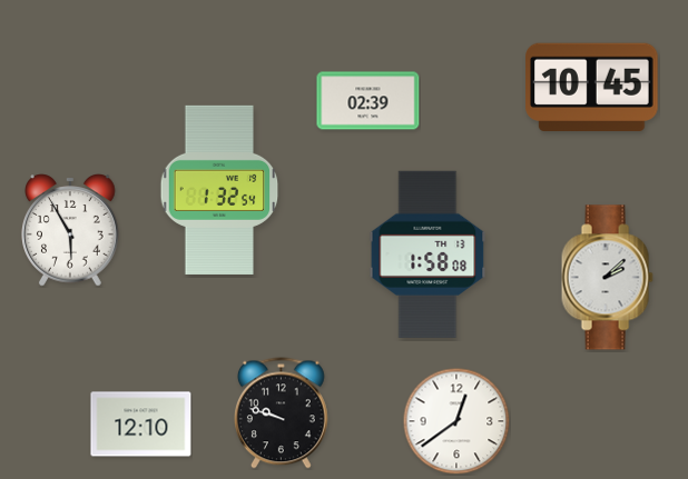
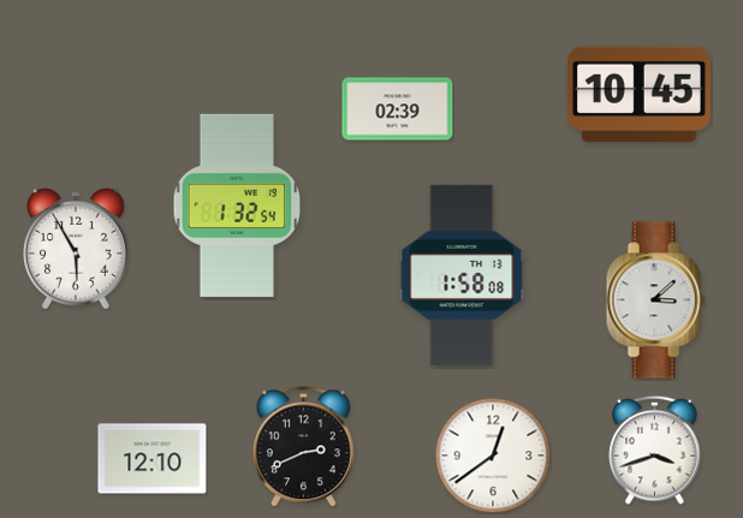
clock at (607, 278): 2:08 -> 3:08
clock at (281, 413): 9:48 -> 2:41
clock at (655, 449): none -> 3:42
